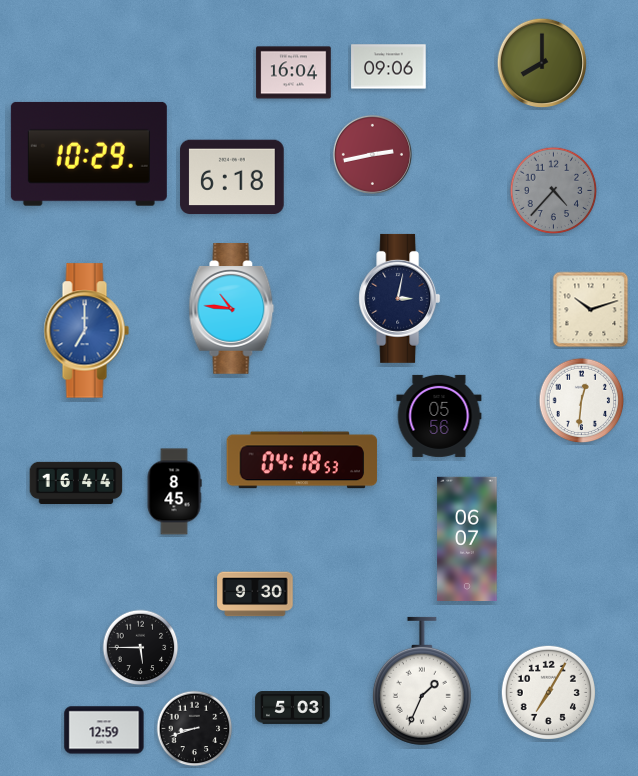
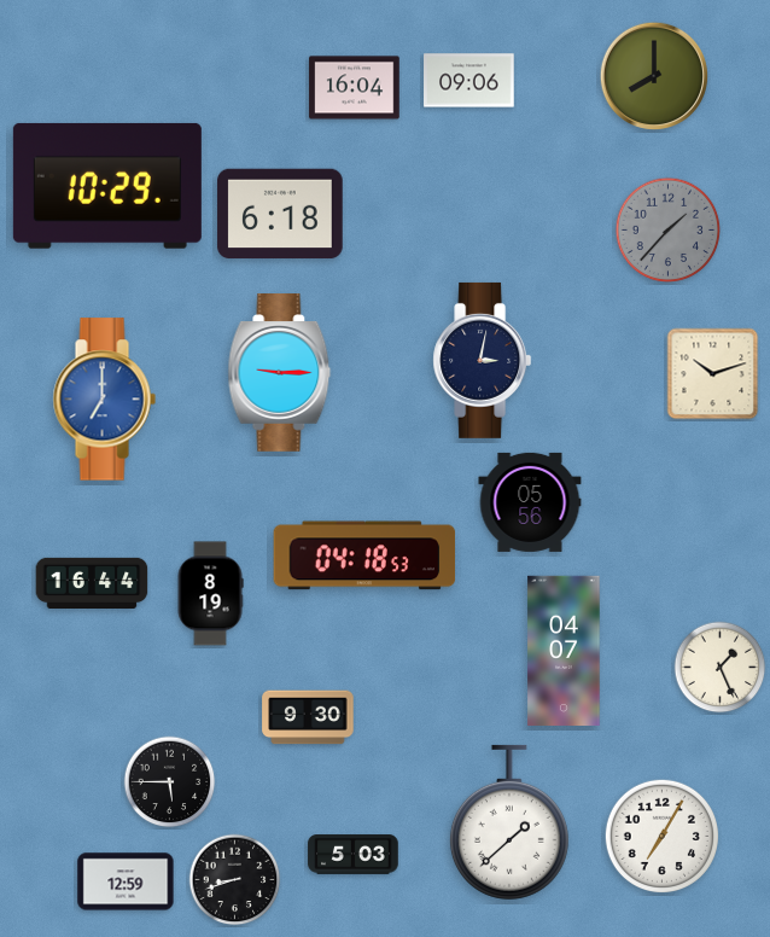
clock at (372, 154): 2:43 -> none
clock at (554, 191): 4:37 -> 1:37
clock at (232, 309): 10:46 -> 9:15
clock at (582, 401): 12:31 -> none
clock at (174, 492): 8:45 -> 8:19
clock at (467, 538): 06:07 -> 04:07
clock at (721, 668): none -> 1:26
clock at (422, 681): 1:34 -> 1:38
